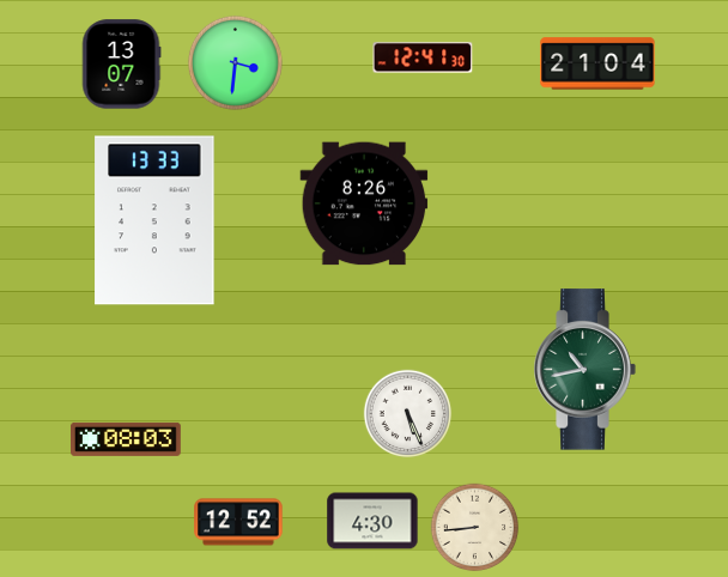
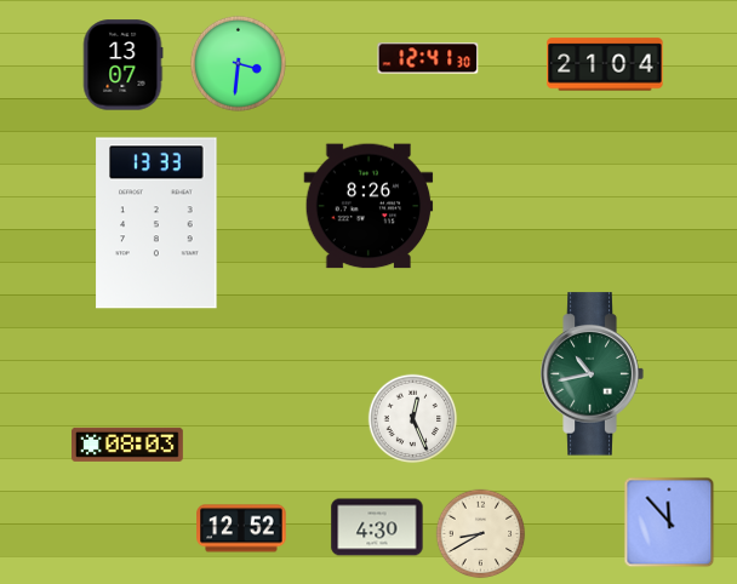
clock at (408, 414): 5:26 -> 12:26
clock at (669, 522): none -> 11:53
clock at (475, 528): 8:44 -> 8:40
